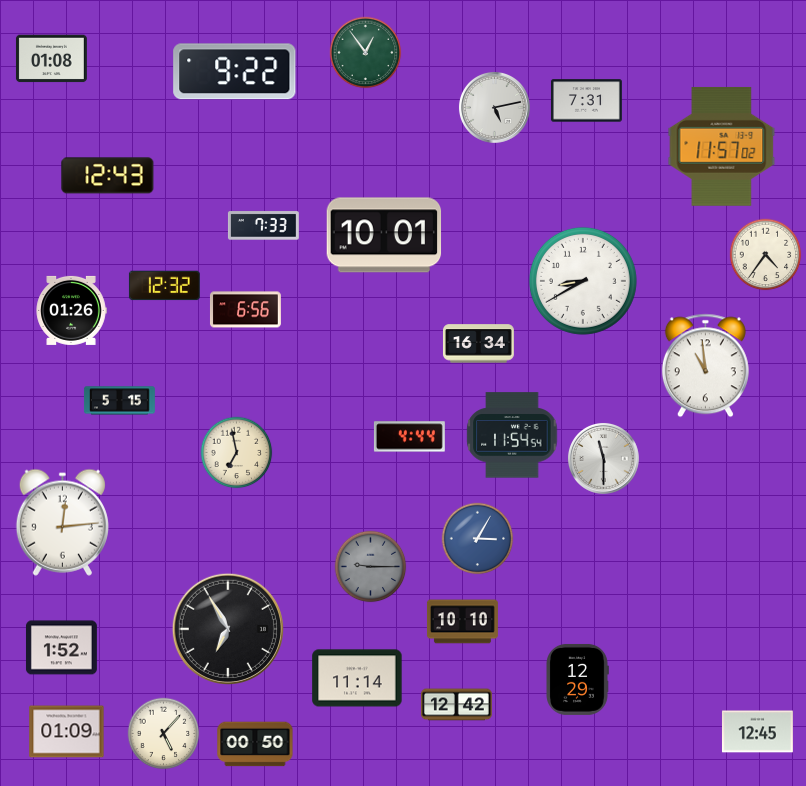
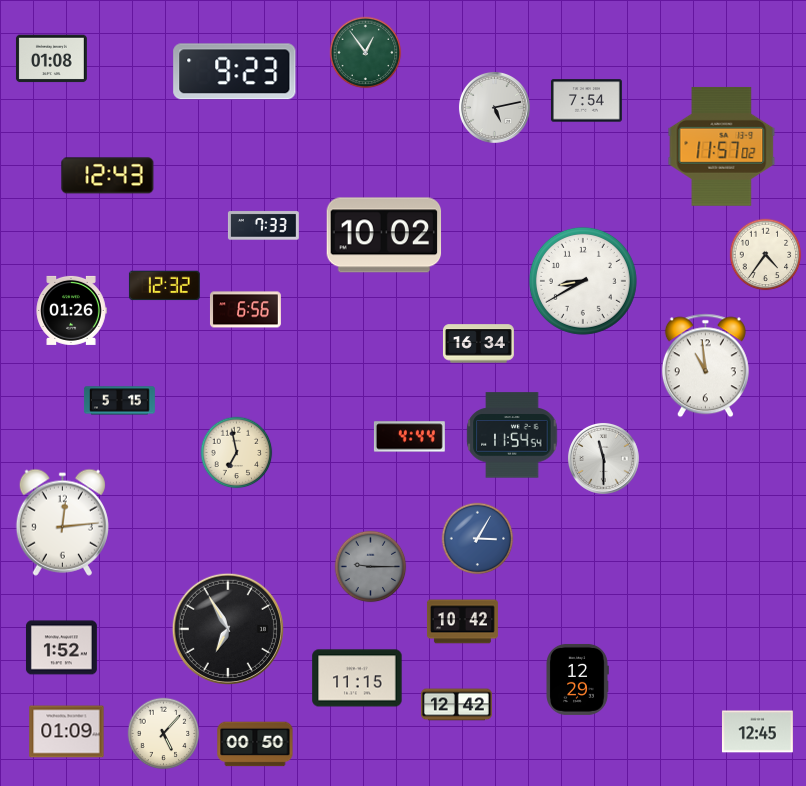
clock at (235, 72): 9:22 -> 9:23
clock at (586, 101): 7:31 -> 7:54
clock at (384, 235): 10:01 -> 10:02
clock at (462, 622): 10:10 -> 10:42
clock at (357, 678): 11:14 -> 11:15
